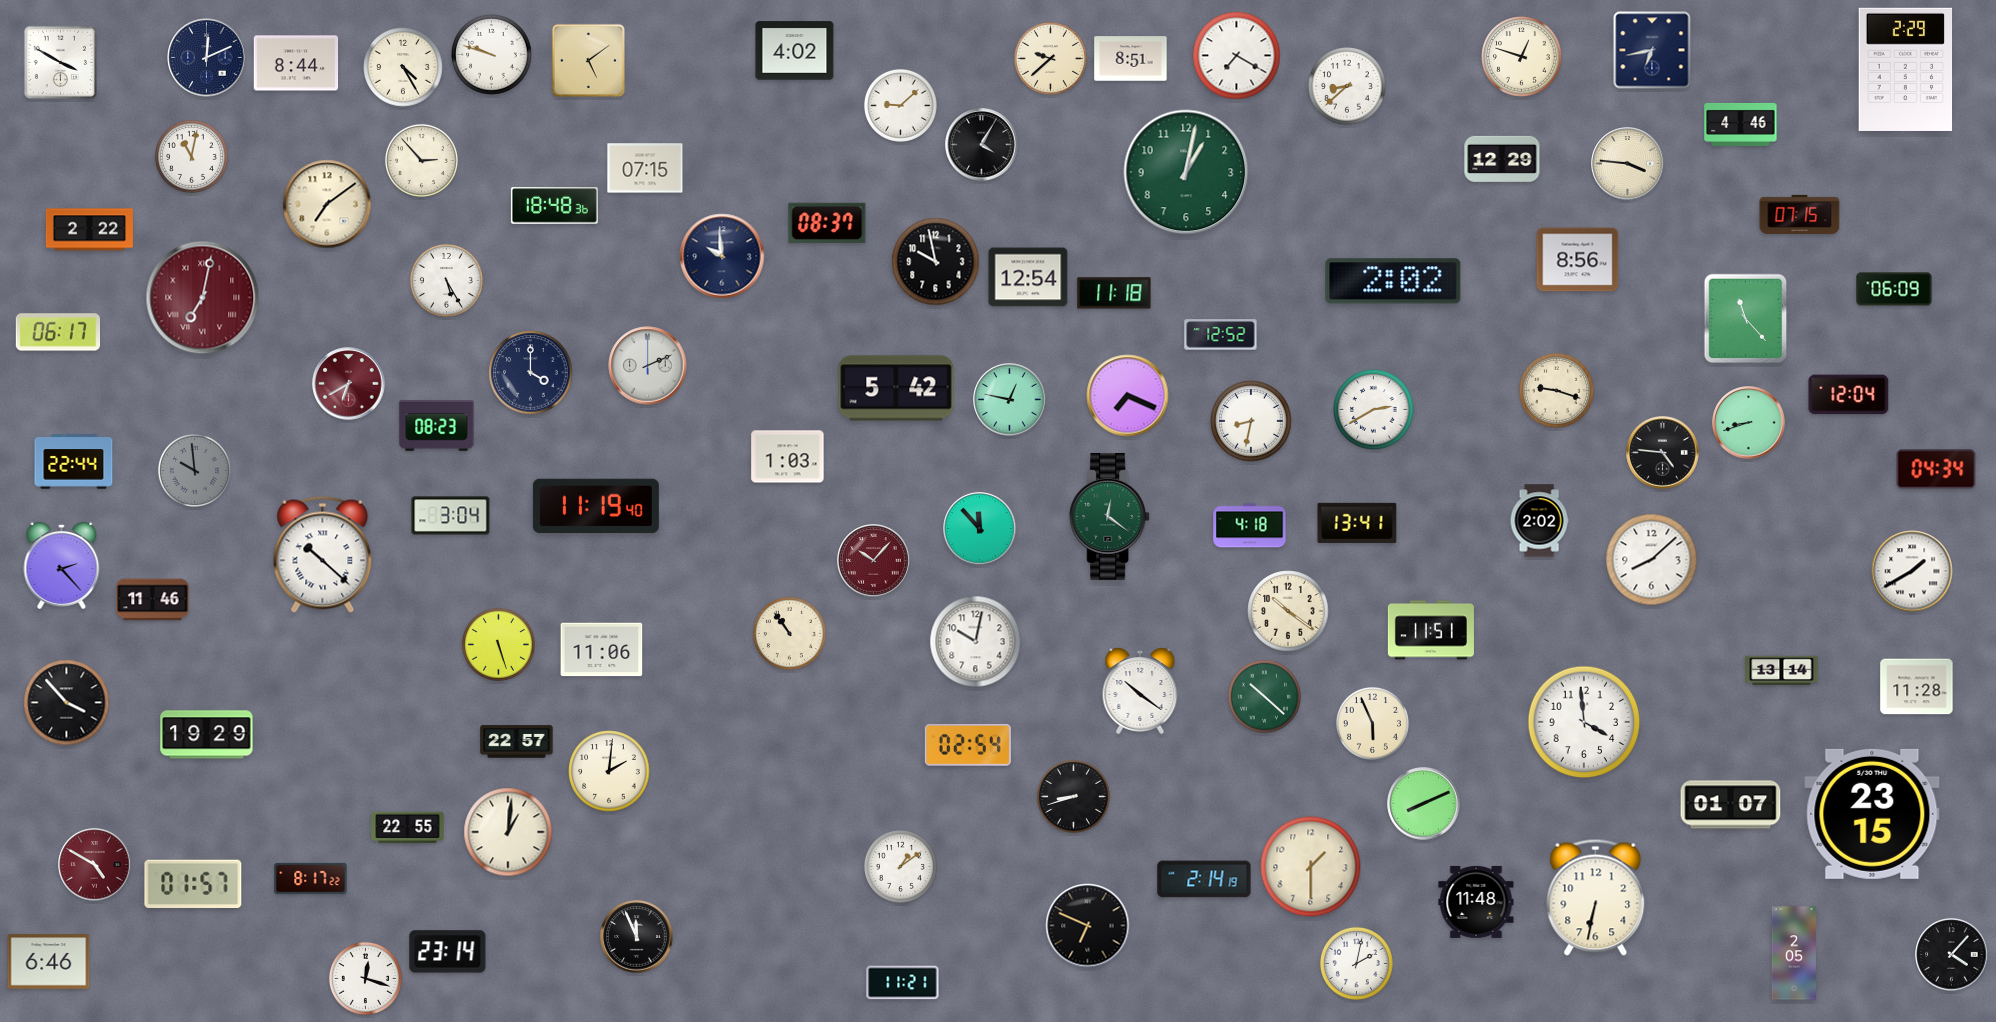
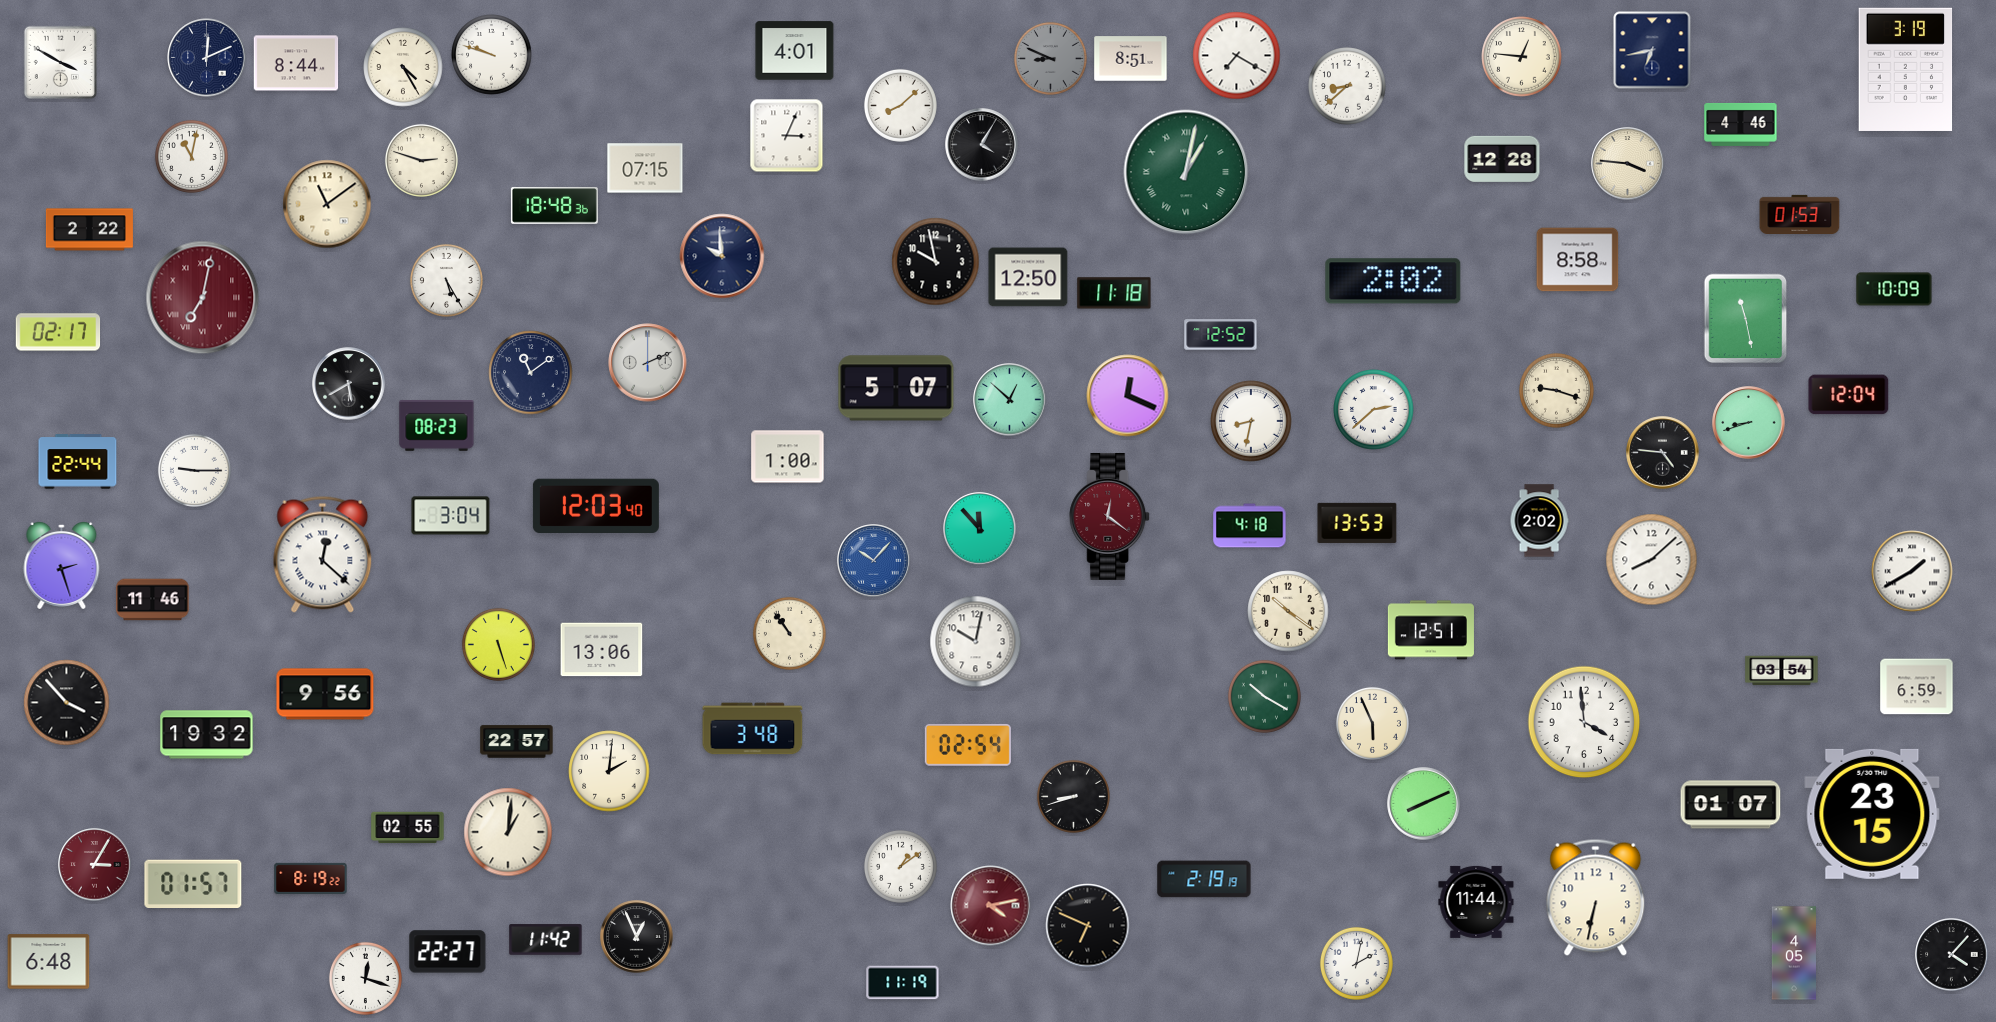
clock at (795, 51): 4:02 -> 4:01
clock at (1522, 57): 12:48 -> 12:46
clock at (1050, 58): 9:38 -> 8:49
clock at (1050, 58) dial: cream -> grey
clock at (588, 60): 5:09 -> none
clock at (1906, 69): 2:29 -> 3:19
clock at (900, 105): 9:08 -> 8:08
clock at (787, 136): none -> 3:04
clock at (1502, 159): 12:29 -> 12:28
clock at (421, 160): 2:53 -> 2:48
clock at (1186, 172) numerals: Arabic -> Roman
clock at (327, 204): 7:09 -> 11:09
clock at (1800, 214): 07:15 -> 01:53
clock at (827, 223): 08:37 -> none
clock at (1578, 260): 8:56 -> 8:58
clock at (1028, 277): 12:54 -> 12:50
clock at (1894, 289): 06:09 -> 10:09
clock at (1746, 319): 11:23 -> 11:28
clock at (58, 332): 06:17 -> 02:17
clock at (648, 366) position: (648, 366) -> (648, 363)
clock at (531, 373): 4:00 -> 11:09
clock at (349, 384): 6:40 -> 5:40
clock at (349, 384) dial: burgundy -> black
clock at (896, 388): 5:42 -> 5:07
clock at (1128, 396): 7:19 -> 12:19
clock at (1010, 400): 12:47 -> 12:52
clock at (1374, 410): 2:40 -> 2:38
clock at (788, 457): 1:03 -> 1:00
clock at (74, 462) position: (74, 462) -> (78, 462)
clock at (1936, 469): 04:34 -> none
clock at (194, 470): 9:59 -> 9:15
clock at (194, 470) dial: grey -> white
clock at (596, 505): 11:19 -> 12:03
clock at (1110, 516) dial: green -> burgundy
clock at (1357, 523): 13:41 -> 13:53
clock at (323, 554): 10:22 -> 12:22
clock at (874, 561) dial: burgundy -> blue
clock at (62, 565): 2:23 -> 2:27
clock at (1431, 630): 11:51 -> 12:51
clock at (602, 650): 11:06 -> 13:06
clock at (1782, 671): 13:14 -> 03:54
clock at (1917, 687): 11:28 -> 6:59
clock at (1140, 691): 10:21 -> none
clock at (325, 694): none -> 9:56
clock at (1264, 696): 10:22 -> 10:20
clock at (753, 729): none -> 3:48
clock at (207, 735): 19:29 -> 19:32
clock at (408, 828): 22:55 -> 02:55
clock at (95, 865): 4:50 -> 3:05
clock at (1311, 867): 1:30 -> none
clock at (311, 878): 8:17 -> 8:19
clock at (1204, 879): 2:14 -> 2:19
clock at (1476, 902): 11:48 -> 11:44
clock at (991, 906): none -> 4:13
clock at (637, 937): 11:56 -> 12:56
clock at (546, 940): none -> 11:42
clock at (448, 952): 23:14 -> 22:27
clock at (1794, 953): 2:05 -> 4:05
clock at (49, 962): 6:46 -> 6:48
clock at (903, 983): 11:21 -> 11:19
